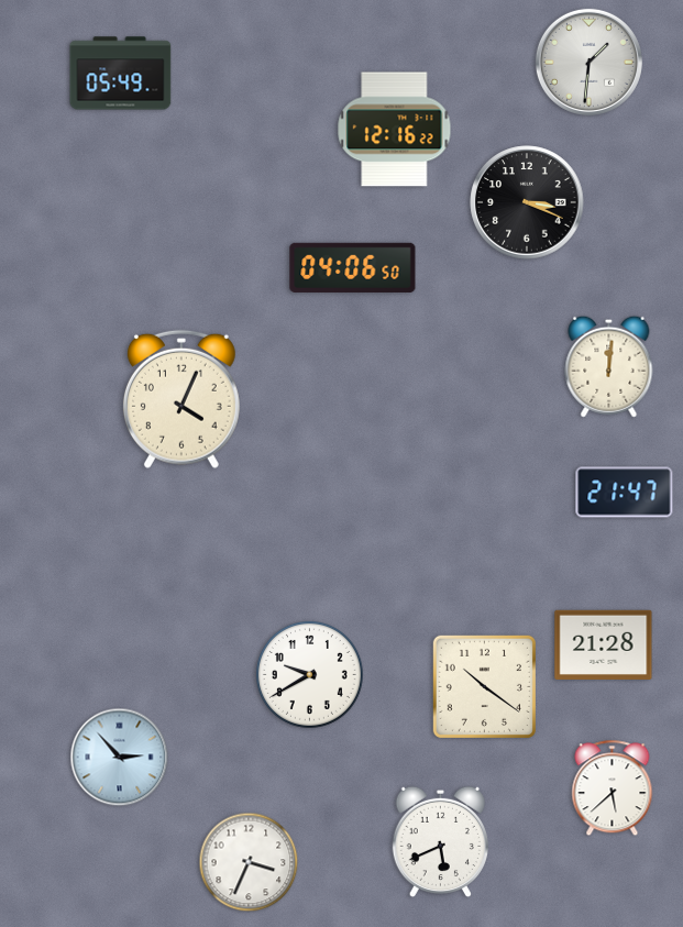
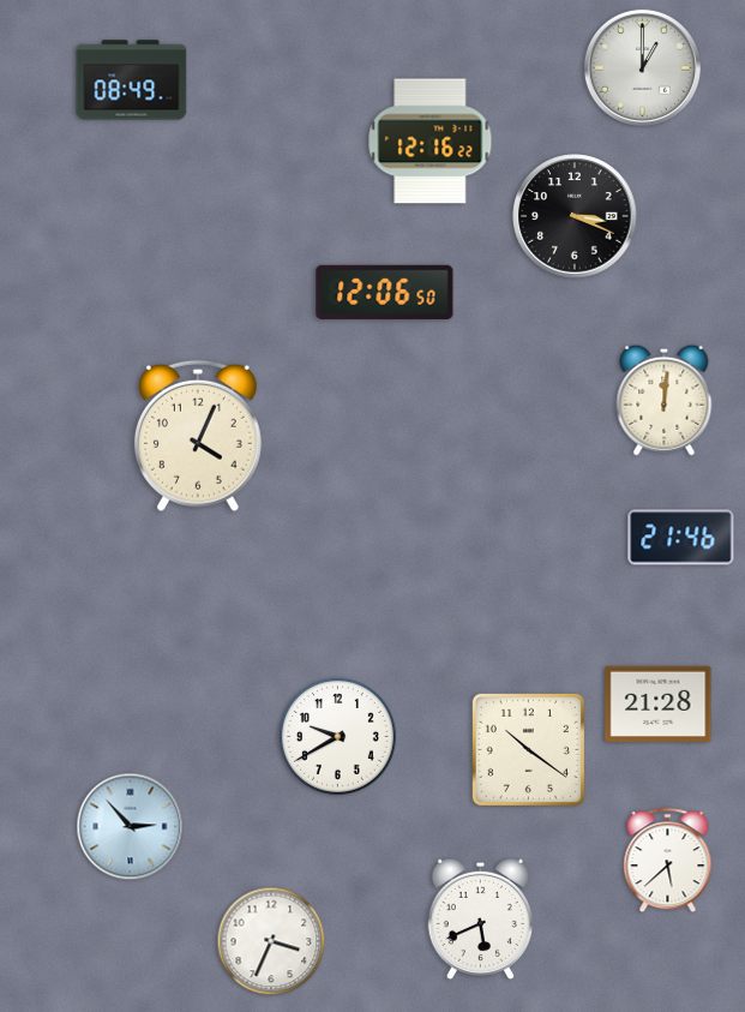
clock at (588, 62): 1:31 -> 1:00
clock at (121, 74): 05:49 -> 08:49
clock at (527, 202) position: (527, 202) -> (575, 216)
clock at (353, 267): 04:06 -> 12:06
clock at (625, 493): 21:47 -> 21:46
